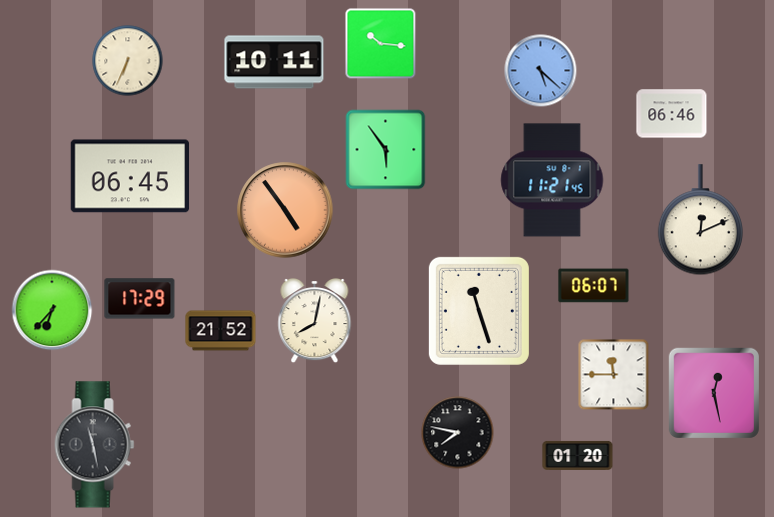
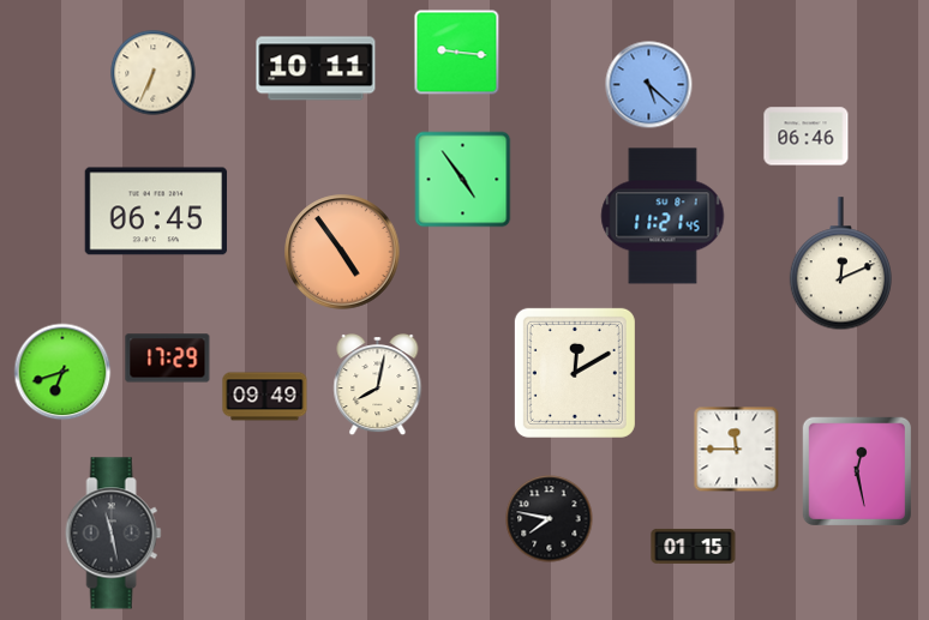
clock at (381, 44): 10:16 -> 9:16
clock at (274, 62) position: (274, 62) -> (316, 68)
clock at (386, 150): 5:54 -> 4:54
clock at (594, 286): 06:07 -> none
clock at (52, 310): 6:37 -> 6:42
clock at (479, 311): 11:27 -> 12:10
clock at (221, 331): 21:52 -> 09:49
clock at (578, 455): 01:20 -> 01:15
